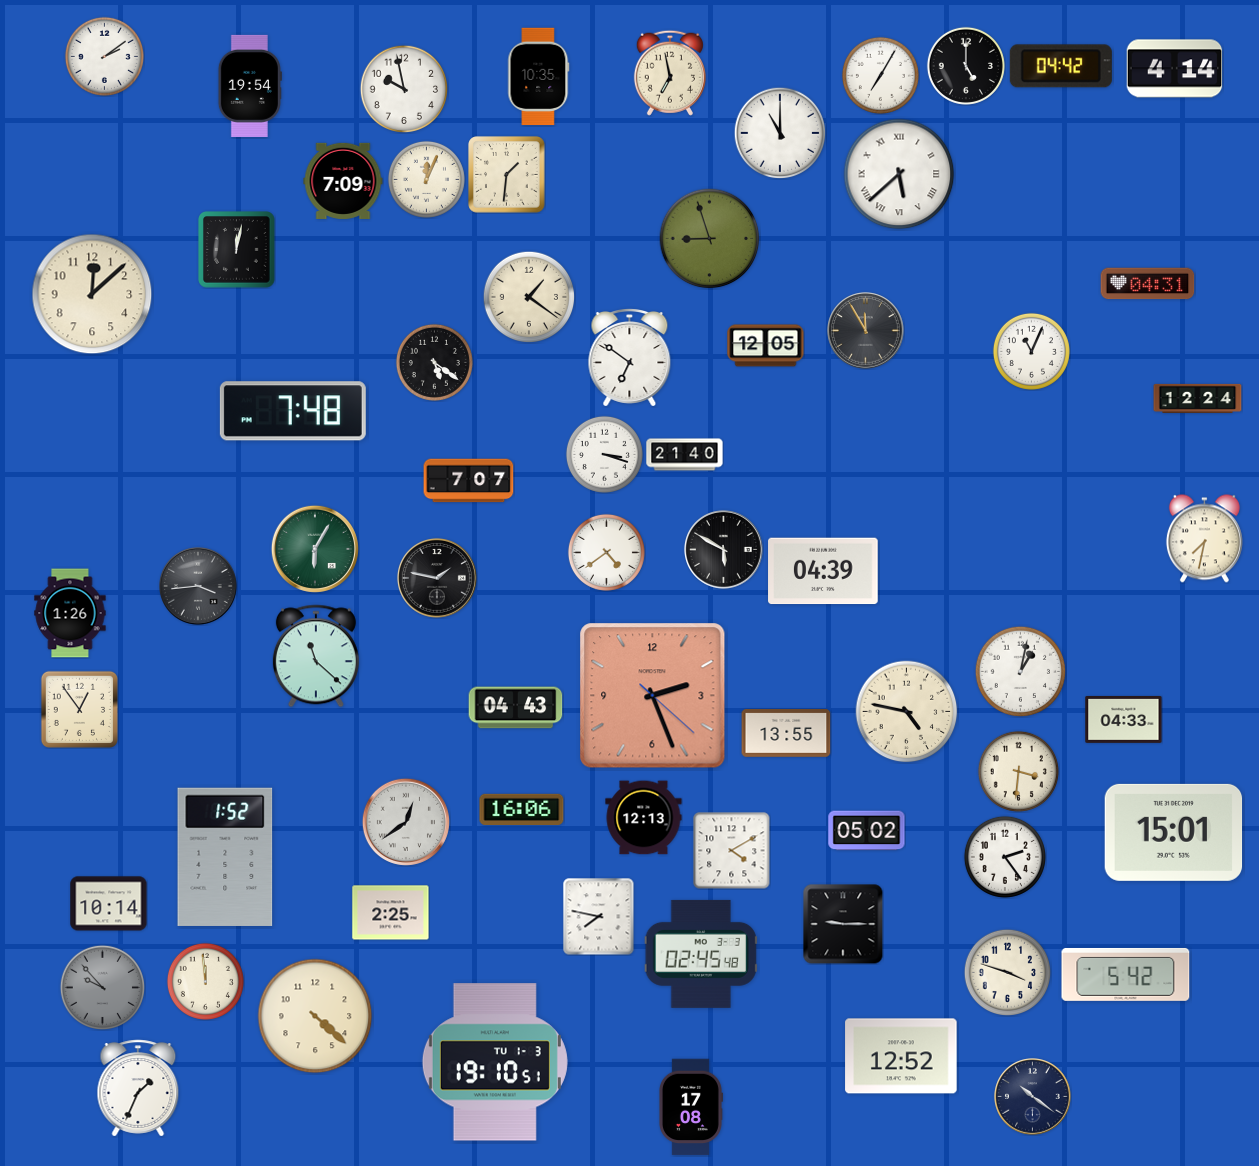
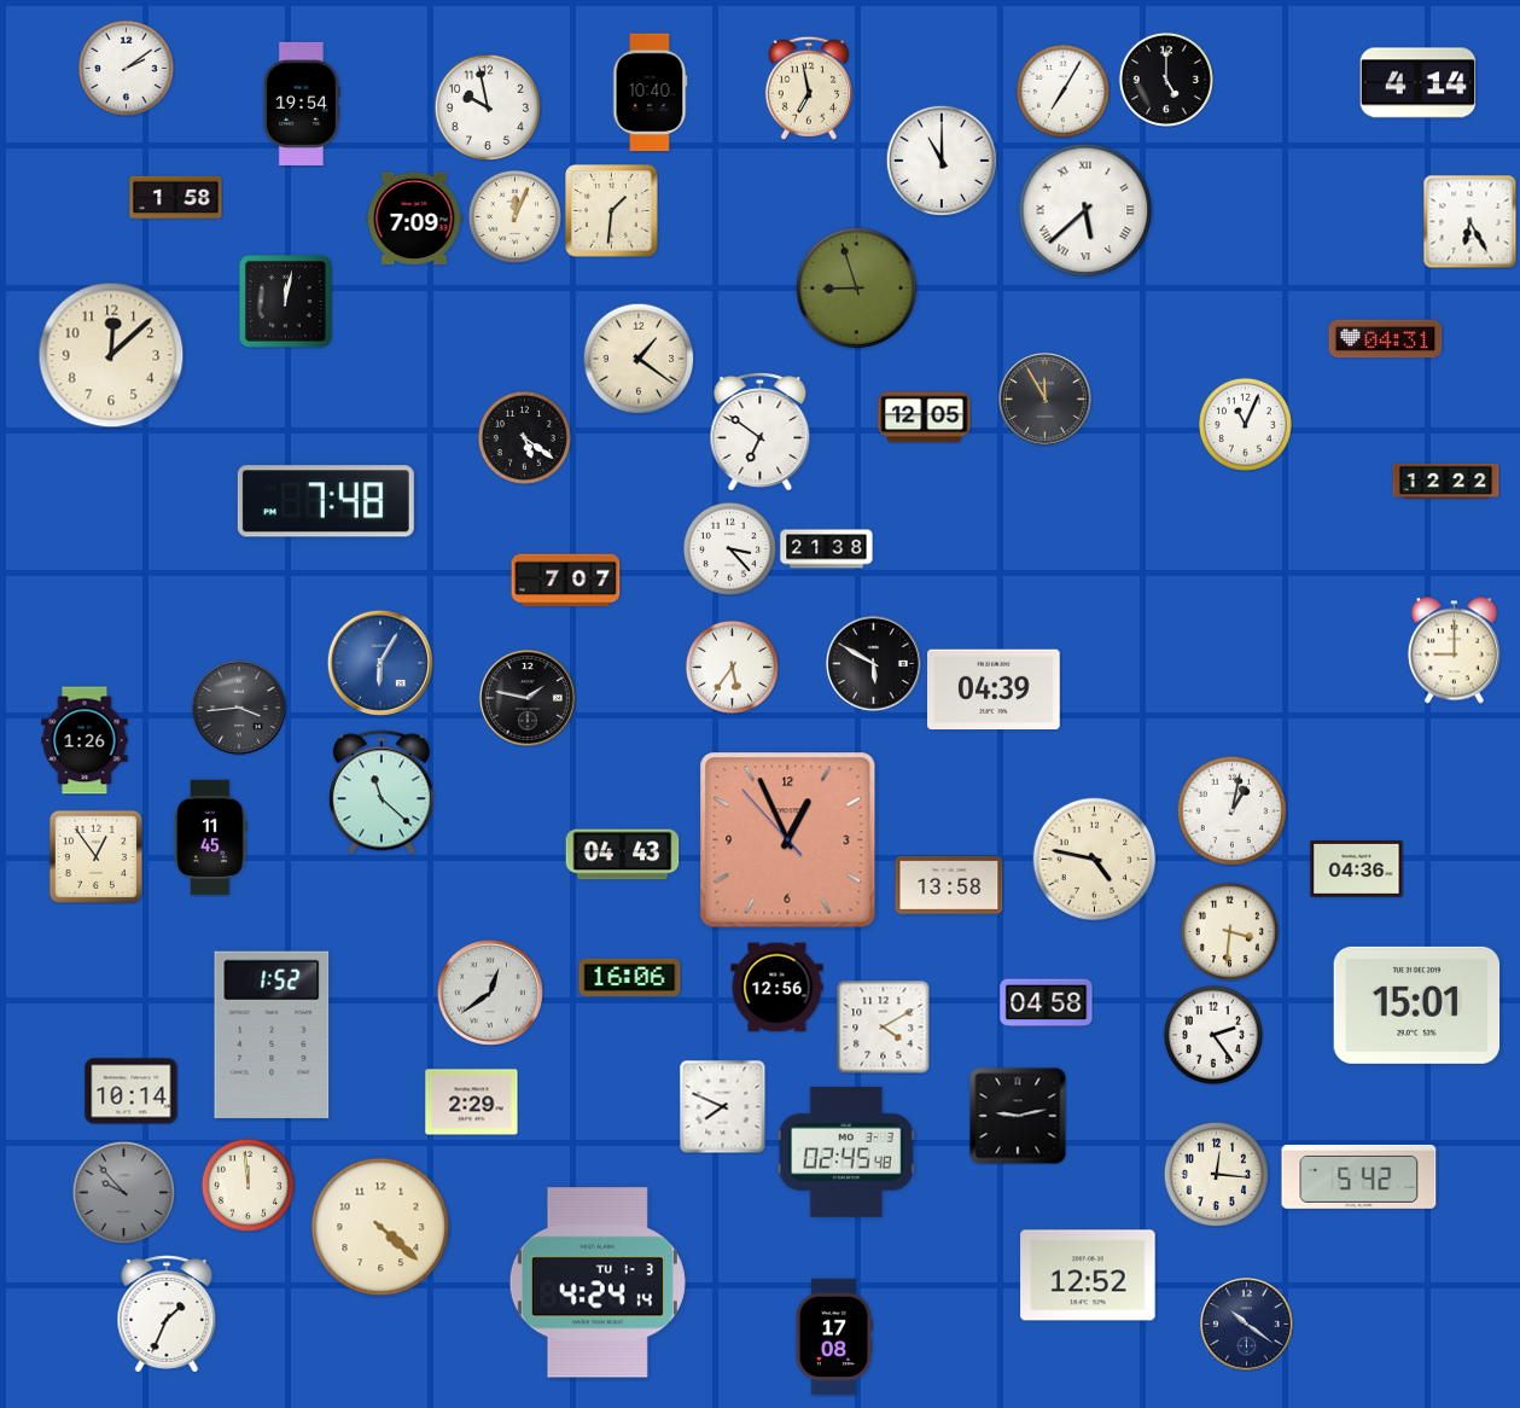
clock at (1061, 66): 04:42 -> none
clock at (539, 77): 10:35 -> 10:40
clock at (176, 198): none -> 1:58
clock at (1469, 221): none -> 6:25
clock at (1148, 284) position: (1148, 284) -> (1386, 339)
clock at (1198, 398): 12:24 -> 12:22
clock at (293, 411) position: (293, 411) -> (326, 501)
clock at (604, 454): 3:18 -> 3:23
clock at (685, 455): 21:40 -> 21:38
clock at (1204, 539): 7:32 -> 9:00
clock at (315, 549) dial: green -> blue
clock at (606, 552): 4:39 -> 5:36
clock at (211, 838): none -> 11:45
clock at (653, 696): 2:26 -> 12:55
clock at (1124, 719): 04:33 -> 04:36
clock at (786, 734): 13:55 -> 13:58
clock at (644, 818): 12:13 -> 12:56
clock at (867, 831): 05:02 -> 04:58
clock at (391, 913): 2:25 -> 2:29
clock at (599, 916): 7:47 -> 7:49
clock at (843, 924): 9:15 -> 9:13
clock at (1007, 972): 3:48 -> 12:16
clock at (495, 1062): 19:10 -> 4:24
